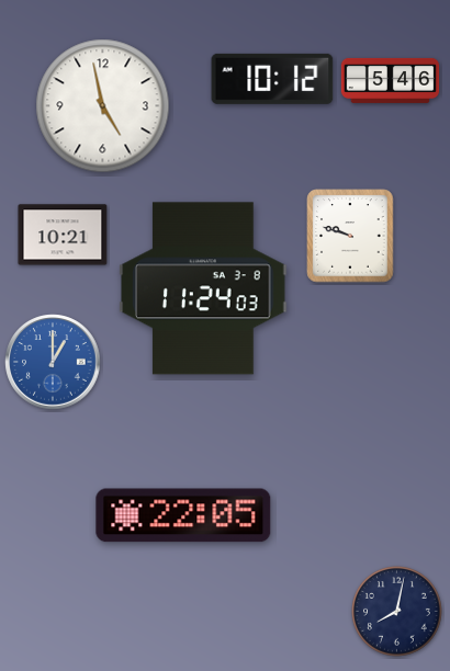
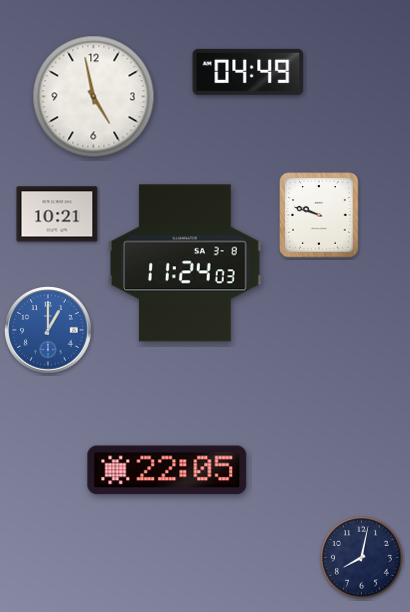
clock at (272, 79): 10:12 -> 04:49
clock at (391, 80): 5:46 -> none
